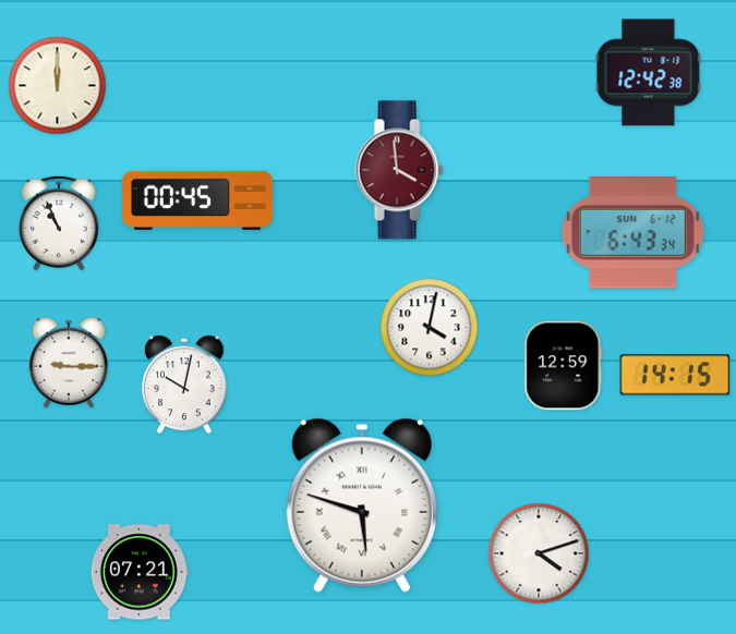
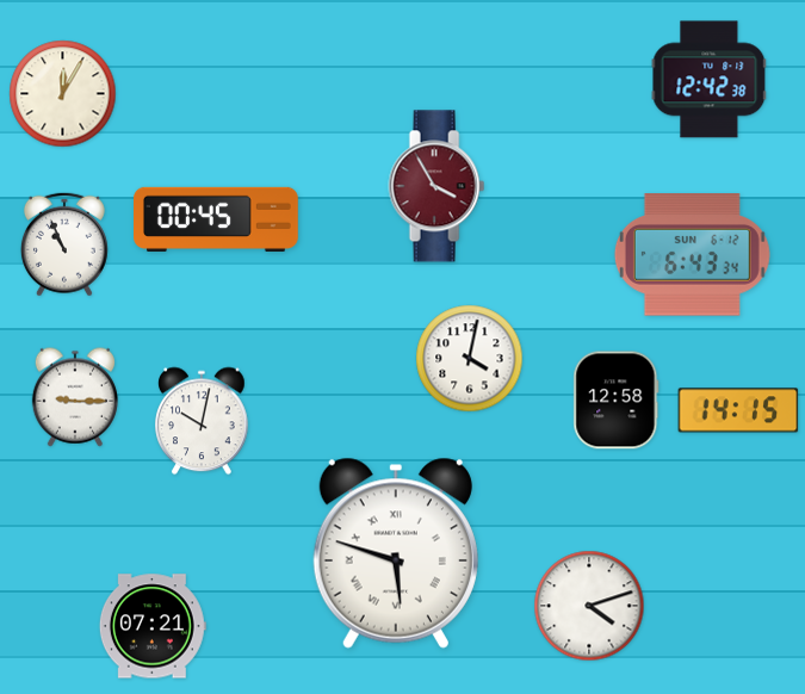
clock at (58, 86): 12:00 -> 12:05
clock at (399, 170): 3:59 -> 3:55
clock at (564, 366): 12:59 -> 12:58
